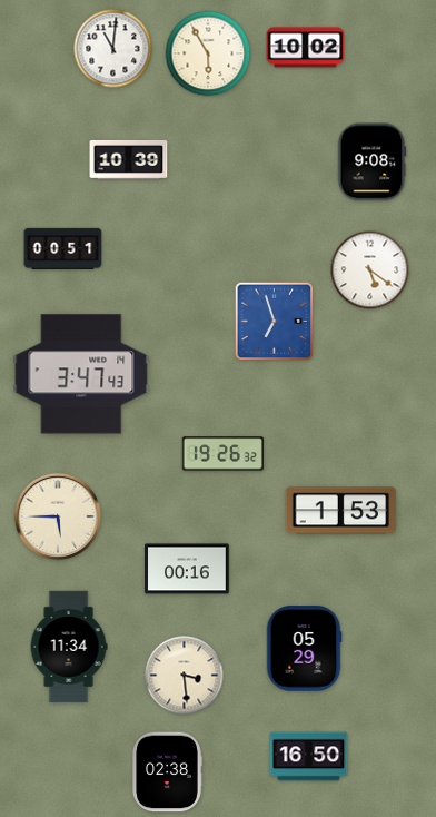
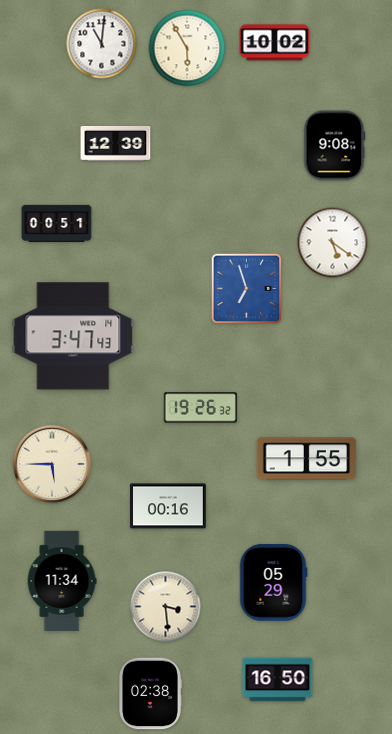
clock at (129, 159): 10:39 -> 12:39
clock at (341, 511): 1:53 -> 1:55
clock at (188, 569) position: (188, 569) -> (169, 506)
